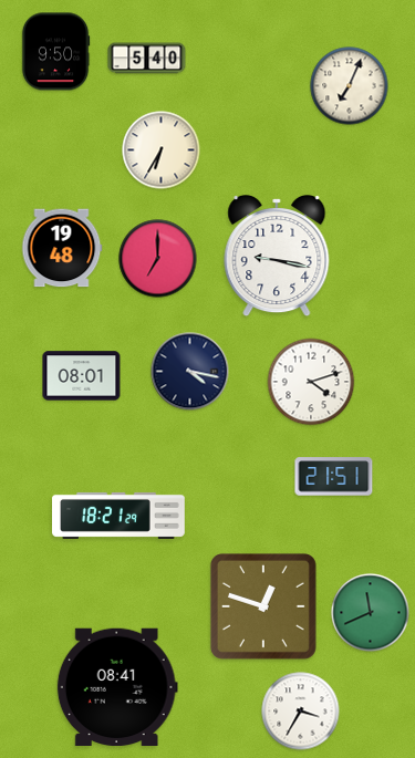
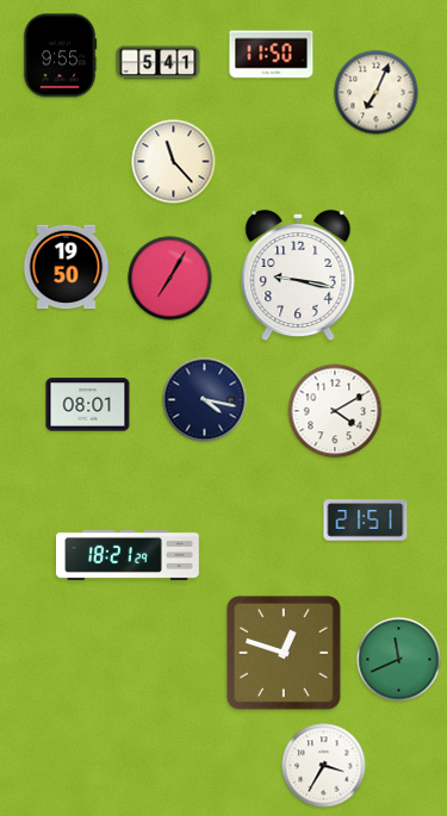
clock at (272, 55): none -> 11:50
clock at (55, 52): 9:50 -> 9:55
clock at (147, 59): 5:40 -> 5:41
clock at (162, 150): 6:35 -> 11:23
clock at (62, 248): 19:48 -> 19:50
clock at (158, 259): 7:00 -> 7:05
clock at (311, 382): 4:12 -> 4:10
clock at (334, 477) position: (334, 477) -> (366, 521)
clock at (117, 687): 08:41 -> none
